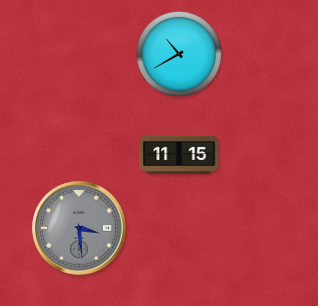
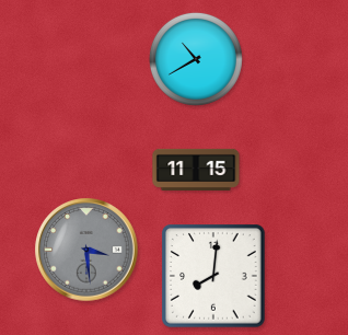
clock at (214, 277): none -> 8:01
